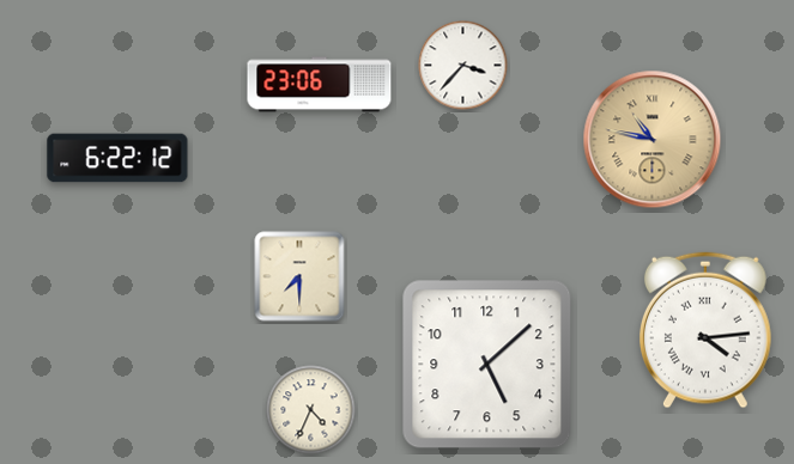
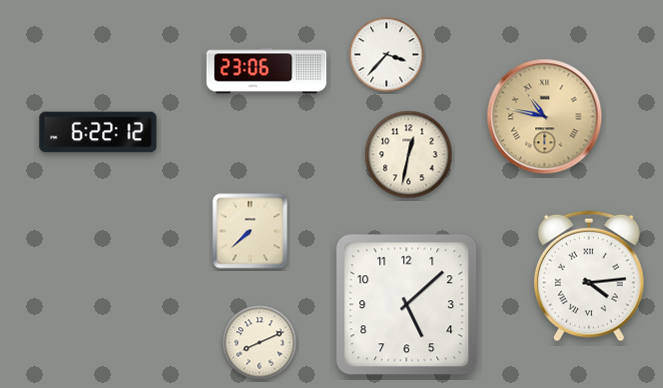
clock at (409, 155): none -> 12:32
clock at (299, 276): 7:30 -> 7:38
clock at (311, 410): 4:34 -> 8:11
